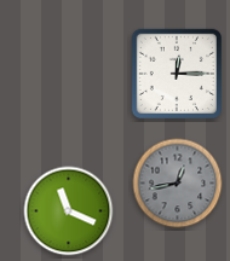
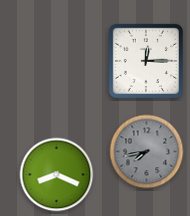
clock at (178, 184): 12:43 -> 7:43
clock at (69, 211): 11:19 -> 8:19
